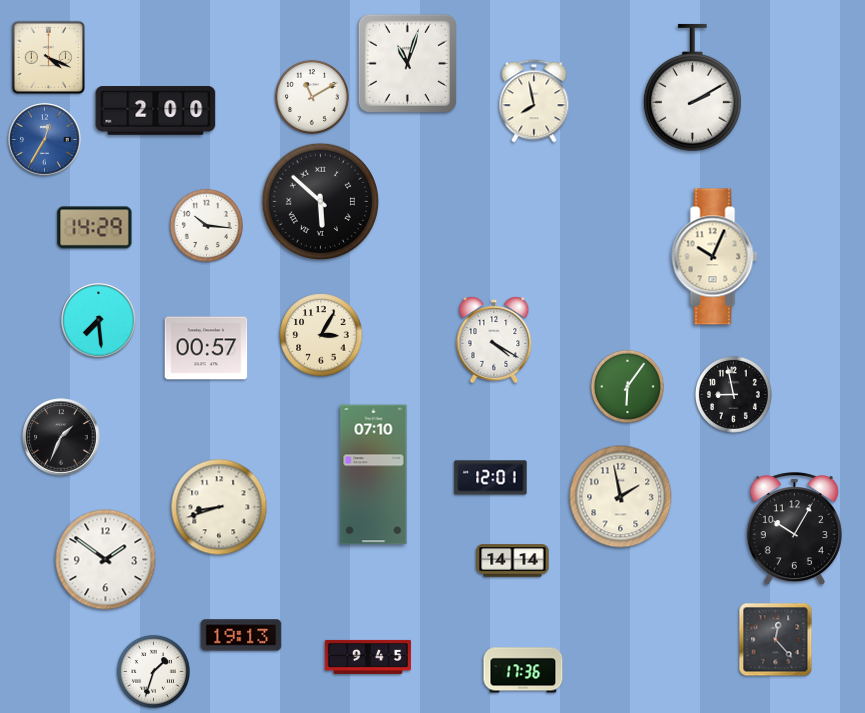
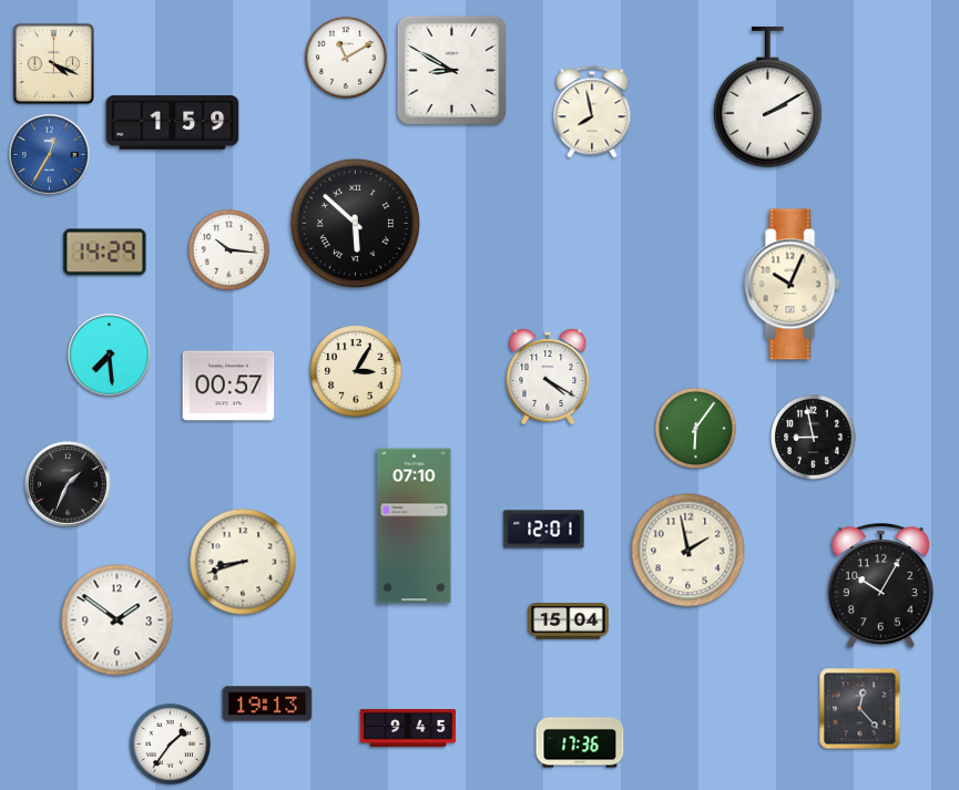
clock at (407, 63): 11:03 -> 8:50
clock at (312, 97) position: (312, 97) -> (346, 58)
clock at (156, 111): 2:00 -> 1:59
clock at (513, 561): 14:14 -> 15:04
clock at (153, 671): 1:33 -> 1:36
